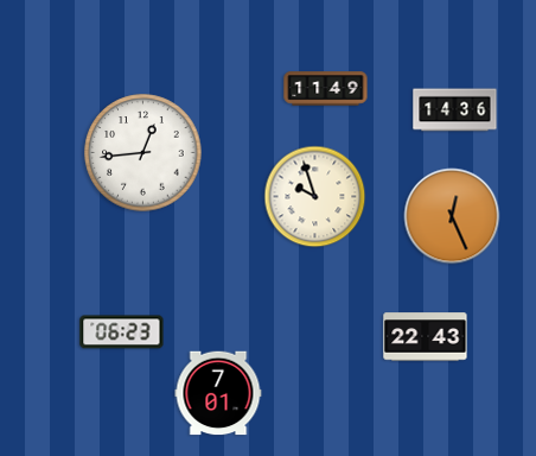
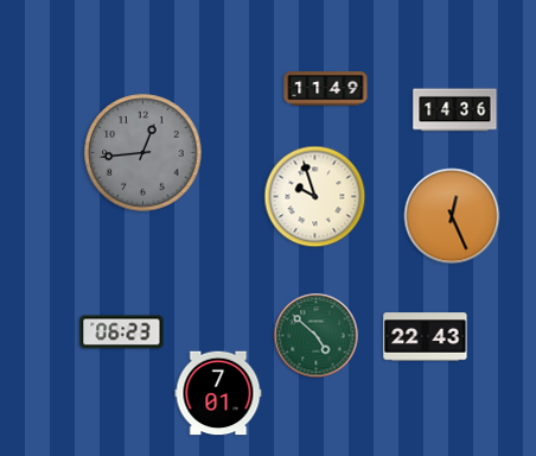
clock at (143, 153) dial: white -> grey
clock at (317, 336): none -> 4:52
